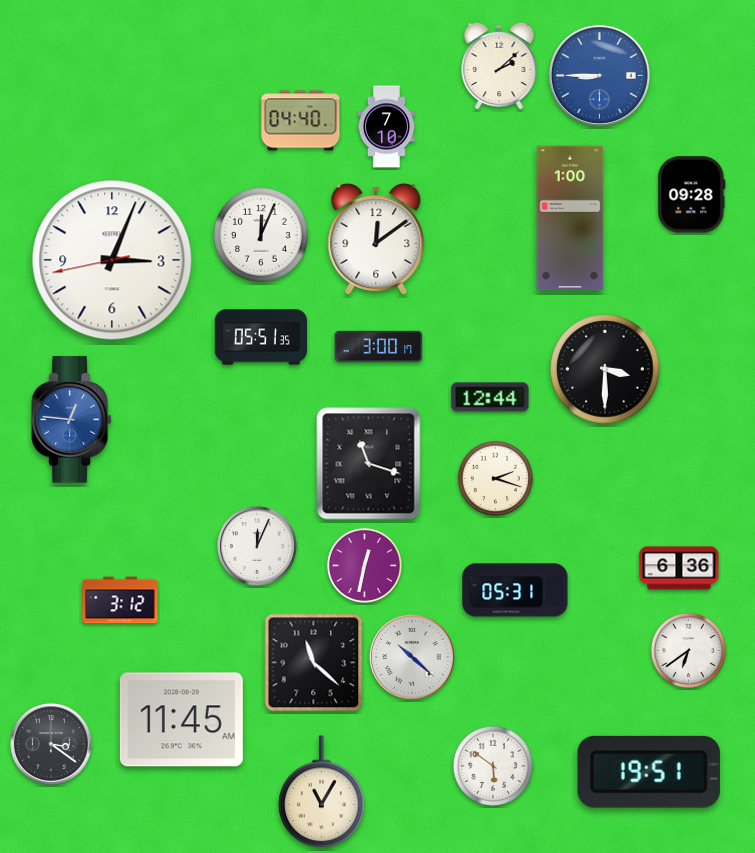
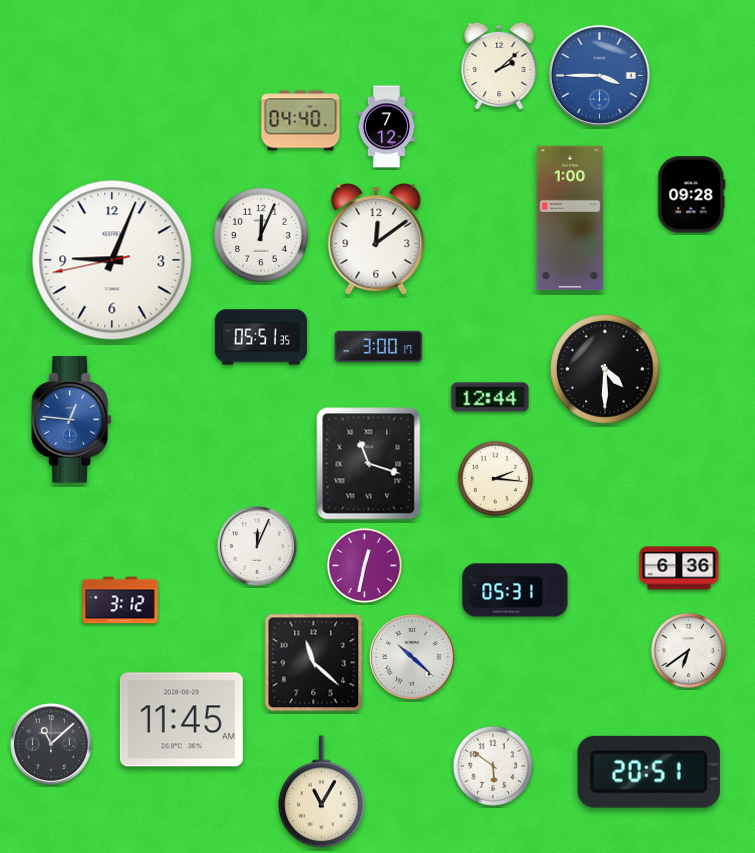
clock at (599, 75): 8:45 -> 3:45
clock at (386, 127): 7:10 -> 7:12
clock at (112, 260): 3:03 -> 9:03
clock at (605, 369): 3:30 -> 4:30
clock at (495, 478): 2:18 -> 2:16
clock at (52, 745): 3:21 -> 11:08
clock at (649, 772): 19:51 -> 20:51
